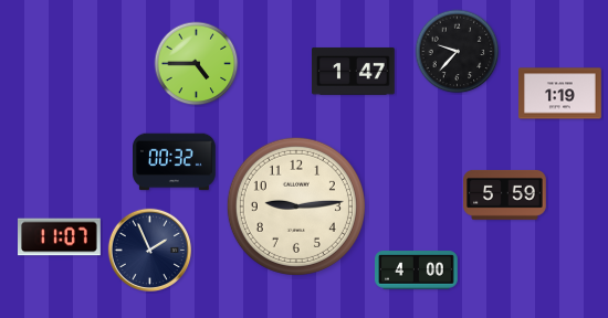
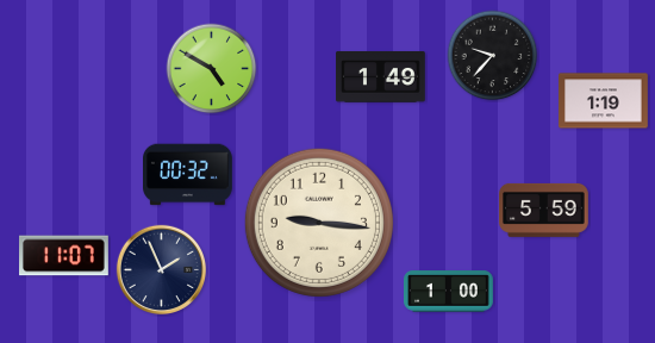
clock at (197, 64): 4:45 -> 4:50
clock at (354, 72): 1:47 -> 1:49
clock at (296, 206): 9:14 -> 9:16
clock at (417, 271): 4:00 -> 1:00
